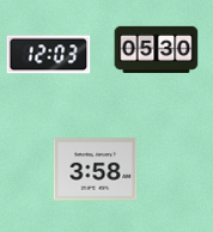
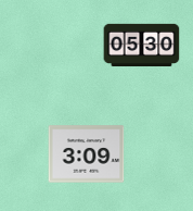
clock at (49, 55): 12:03 -> none
clock at (96, 170): 3:58 -> 3:09
